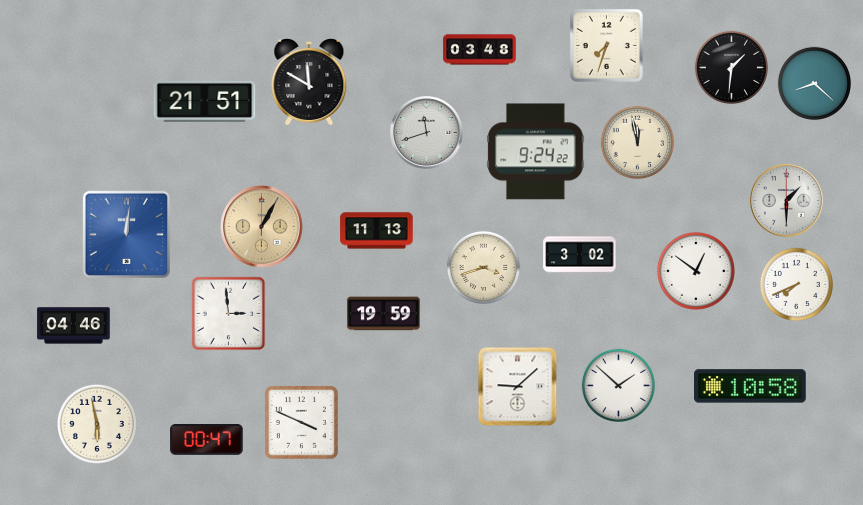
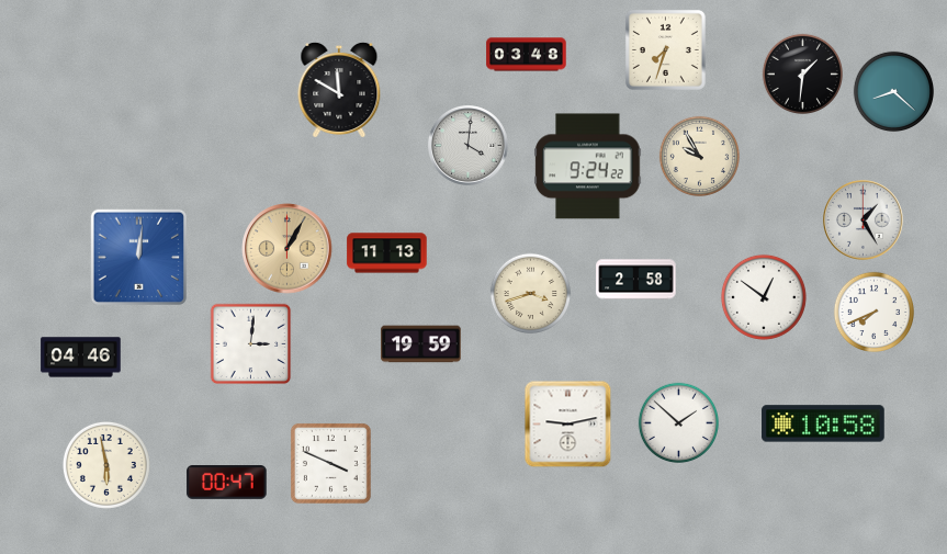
clock at (205, 101): 21:51 -> none
clock at (427, 133): 11:42 -> 4:01
clock at (637, 142): 11:58 -> 9:55
clock at (787, 201): 1:30 -> 1:25
clock at (377, 231) position: (377, 231) -> (387, 253)
clock at (580, 255): 3:02 -> 2:58
clock at (229, 314): 2:59 -> 3:01
clock at (518, 387): 9:08 -> 9:13
